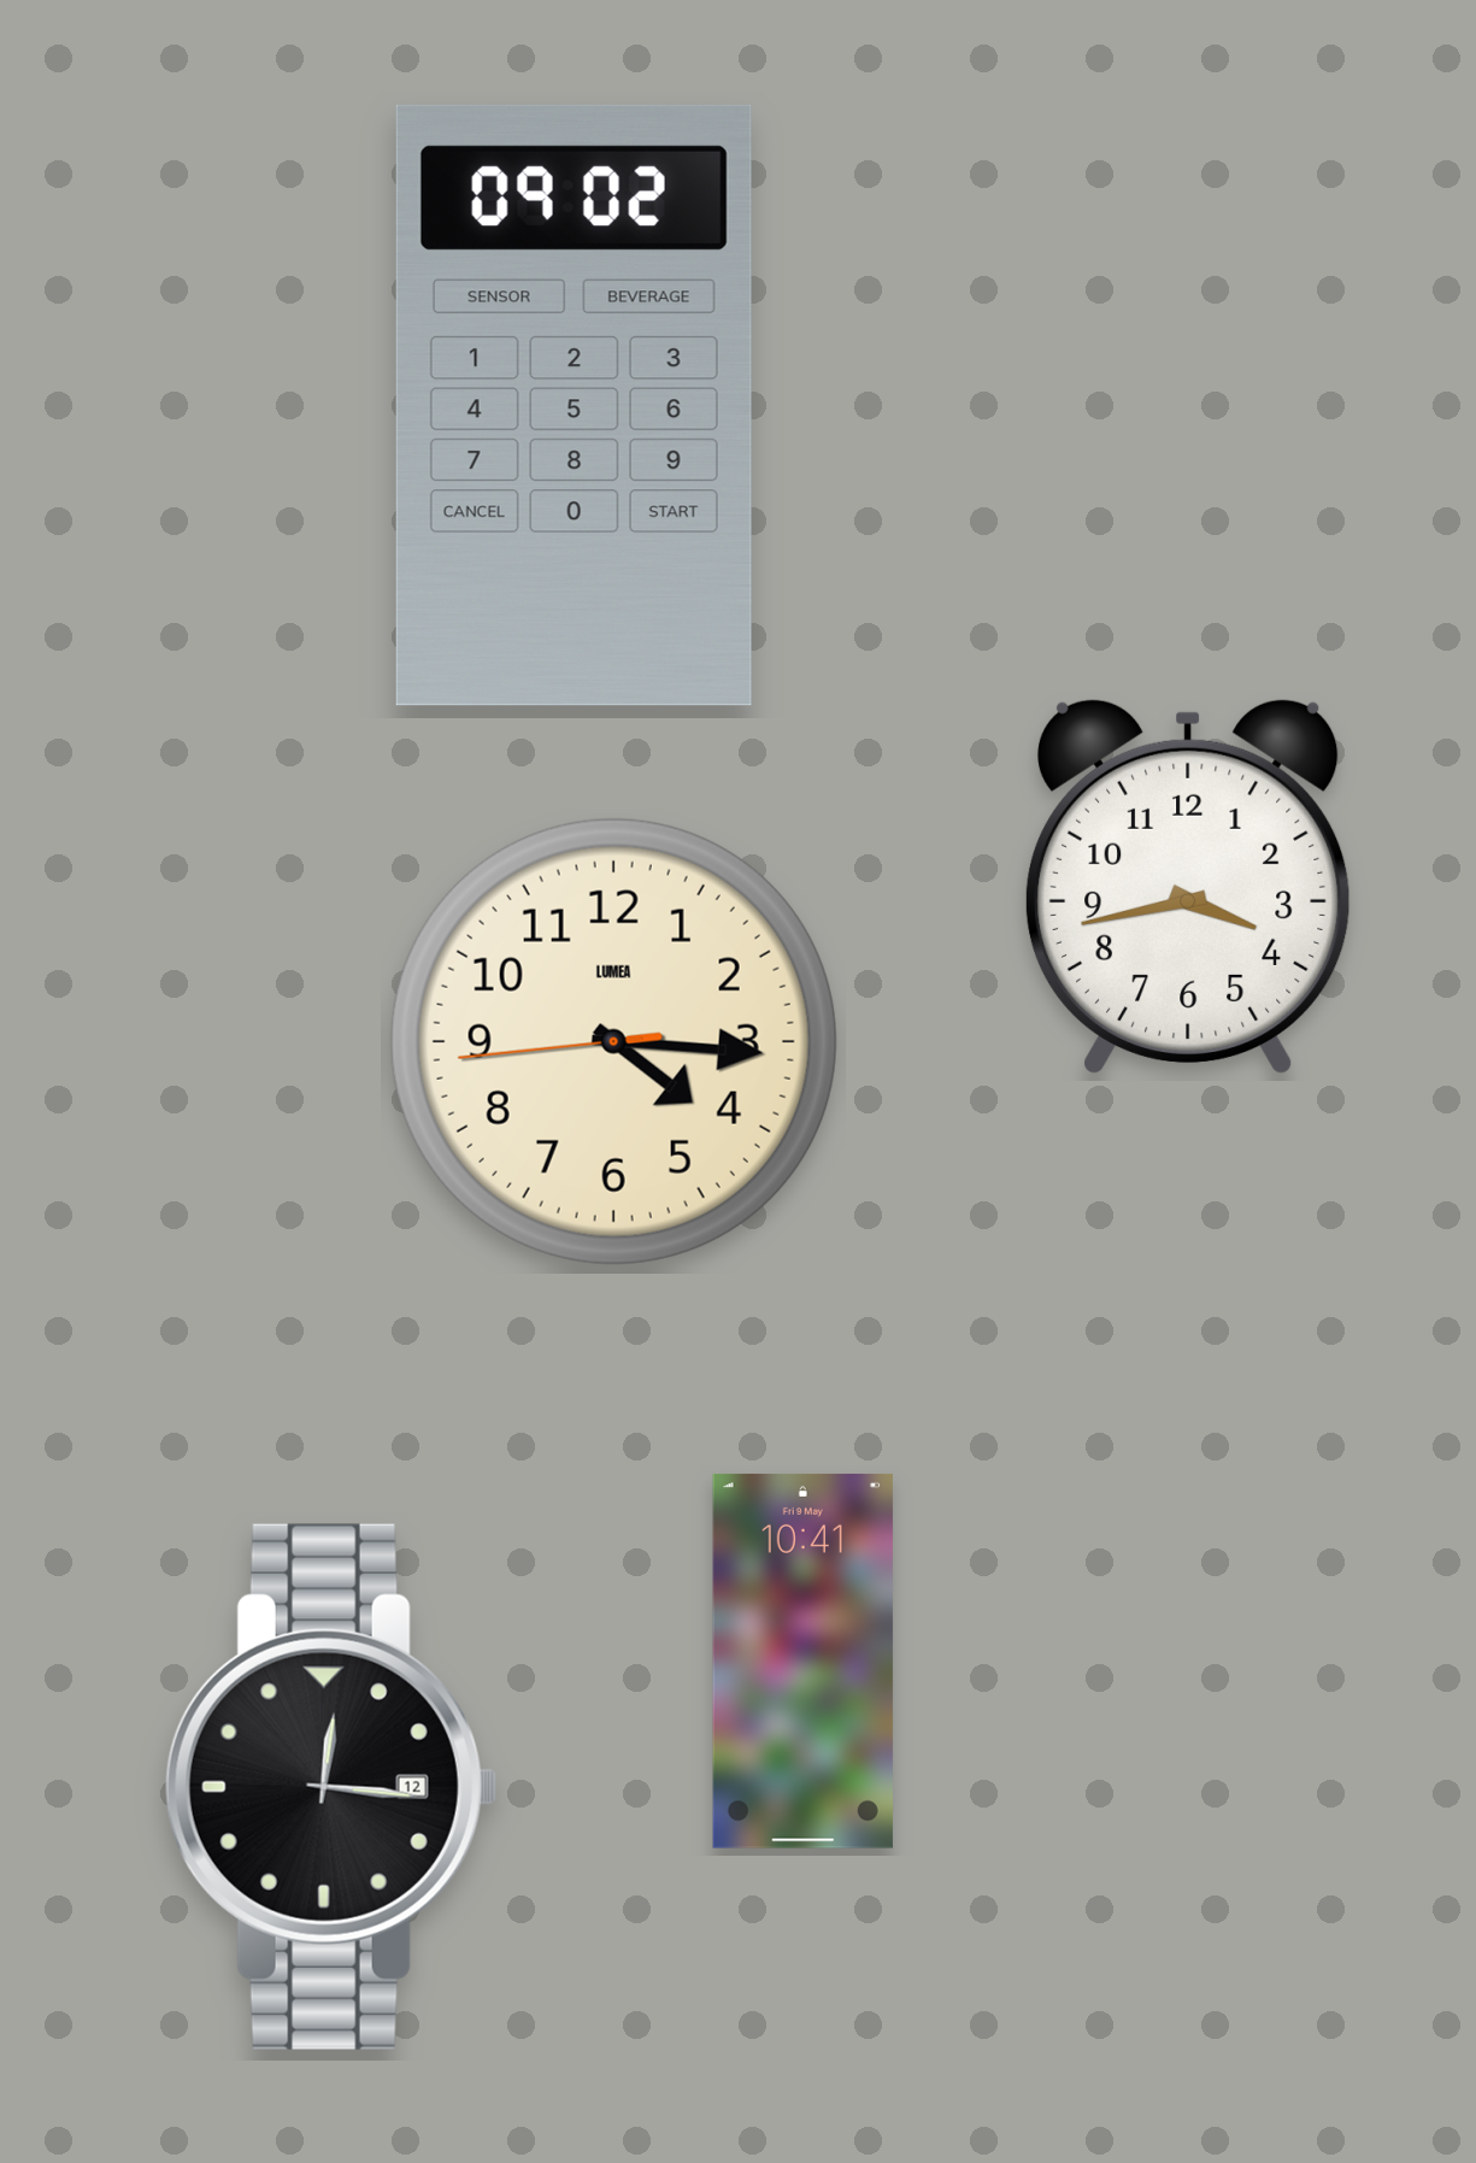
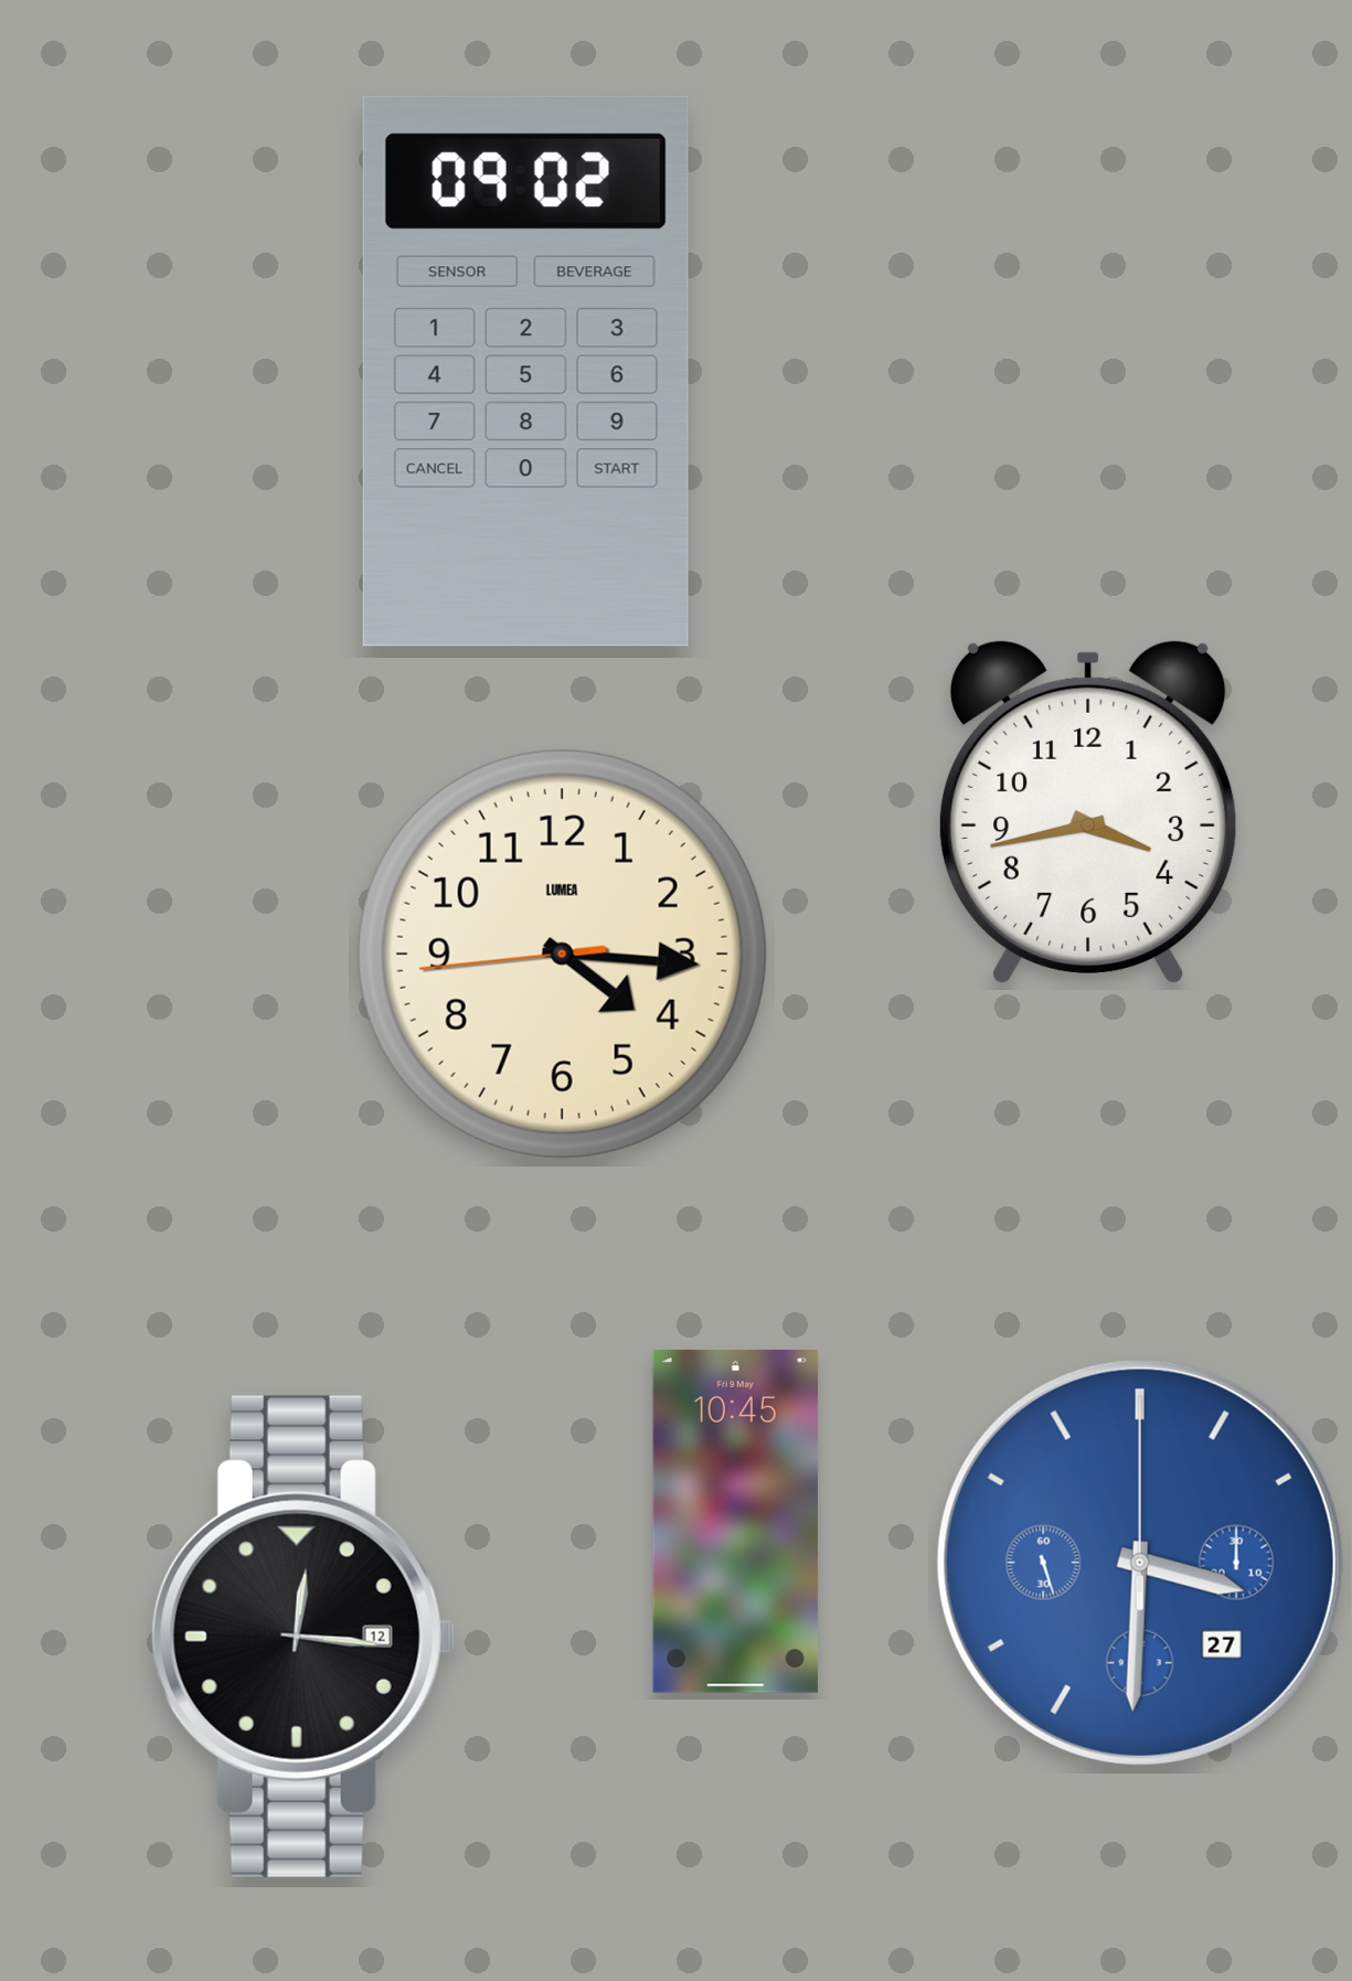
clock at (802, 1661): 10:41 -> 10:45
clock at (1140, 1563): none -> 3:30
